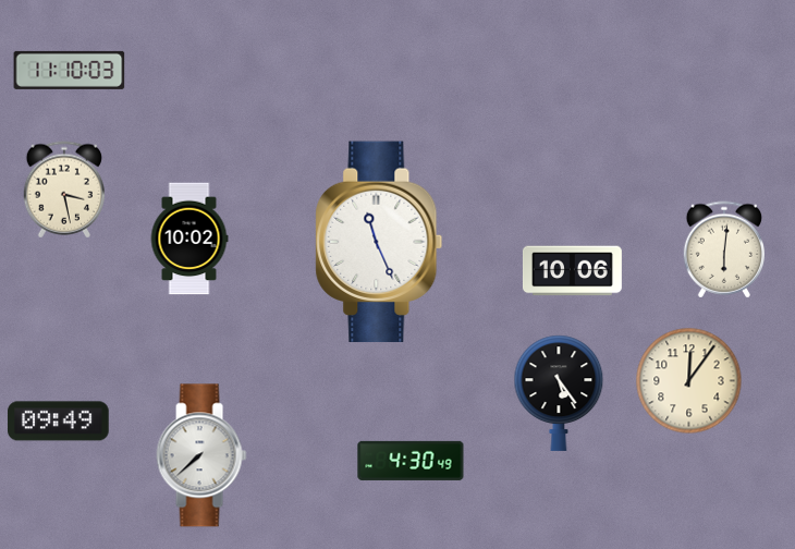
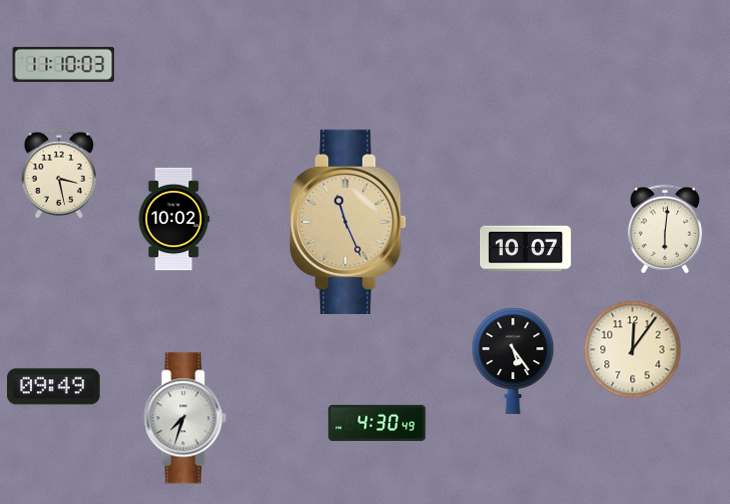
clock at (379, 242) dial: white -> champagne
clock at (572, 271): 10:06 -> 10:07
clock at (201, 455): 7:38 -> 7:33
